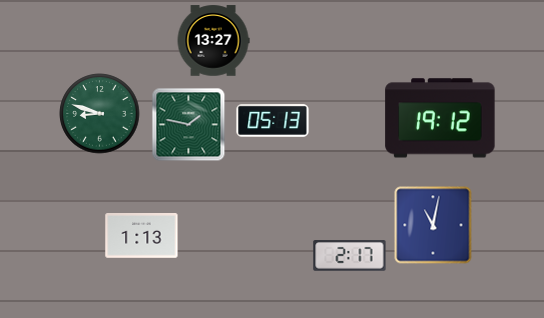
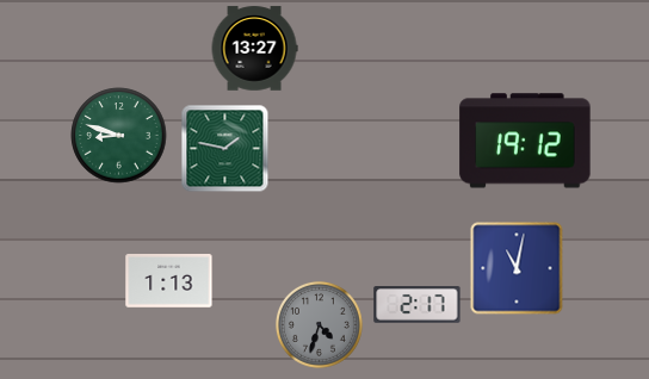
clock at (273, 121): 05:13 -> none
clock at (319, 324): none -> 4:33
